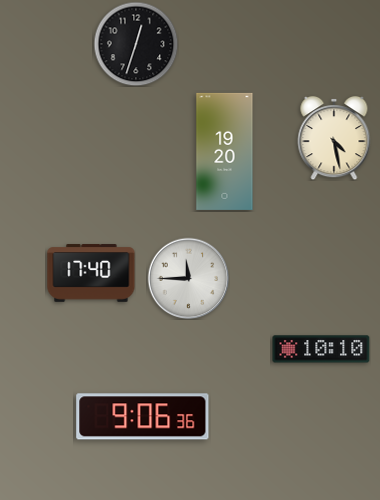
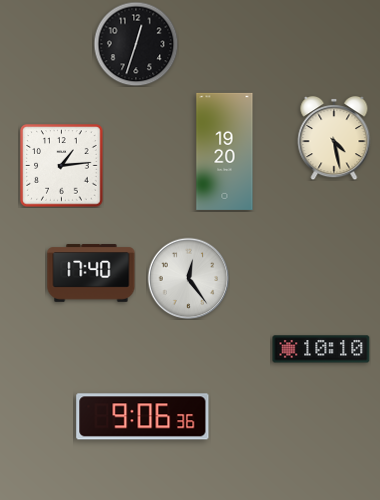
clock at (62, 166): none -> 1:14
clock at (188, 278): 11:45 -> 12:24
